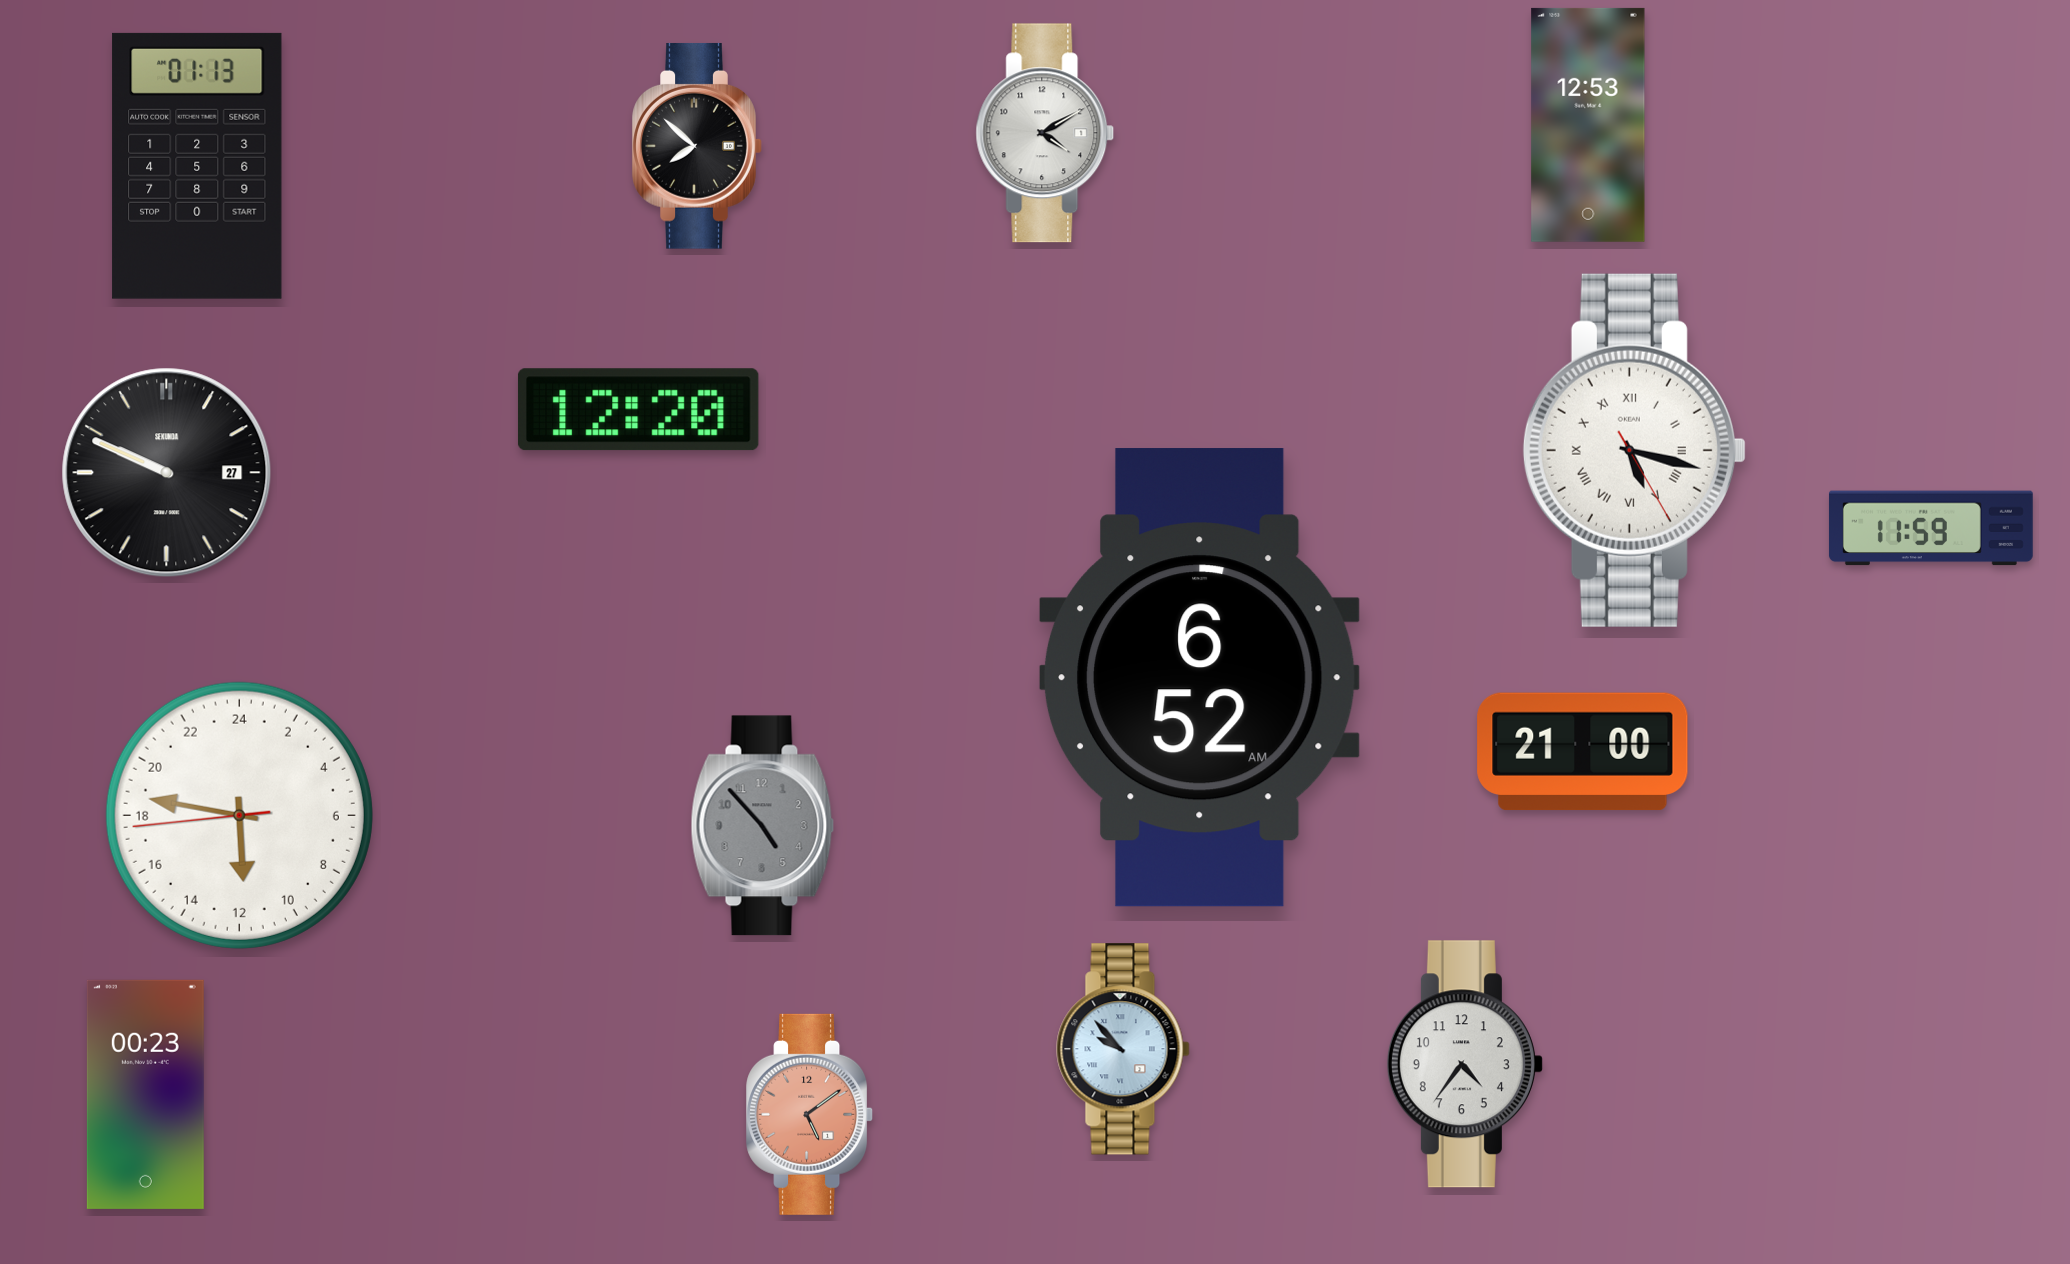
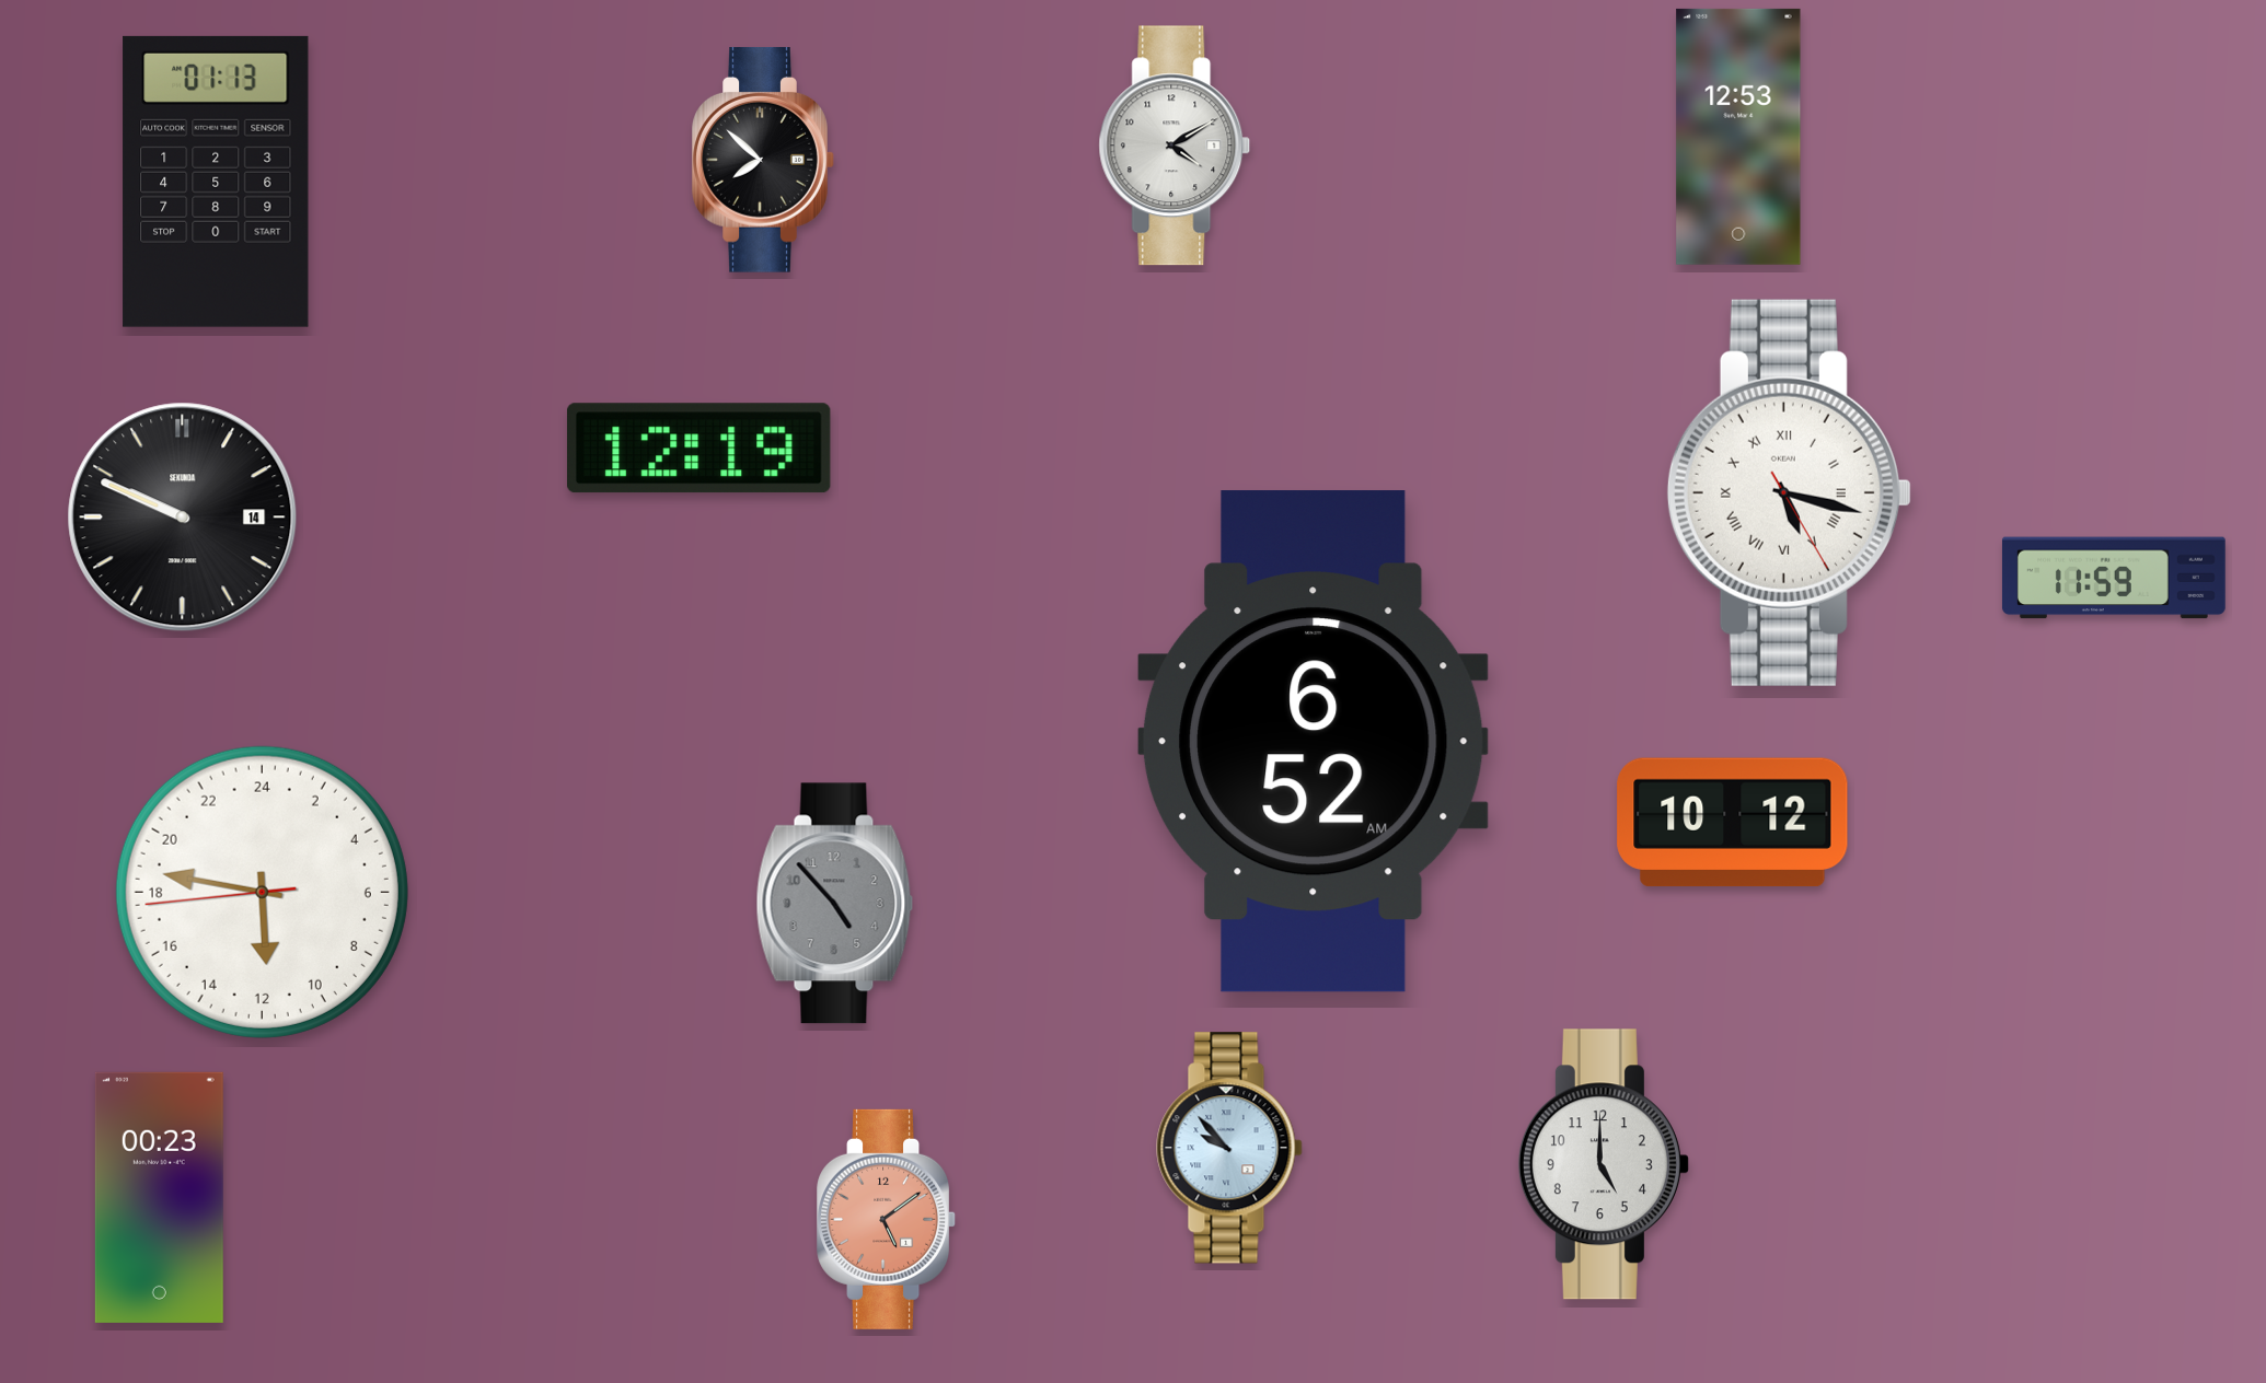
clock at (1045, 133) position: (1045, 133) -> (1175, 146)
clock at (638, 410): 12:20 -> 12:19
clock at (167, 473) date: 27 -> 14
clock at (1583, 752): 21:00 -> 10:12
clock at (1465, 1064): 4:36 -> 5:00
